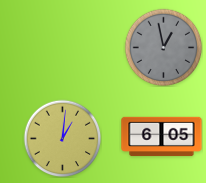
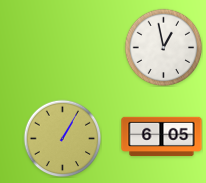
clock at (163, 47) dial: grey -> white
clock at (62, 138): 1:01 -> 1:05
